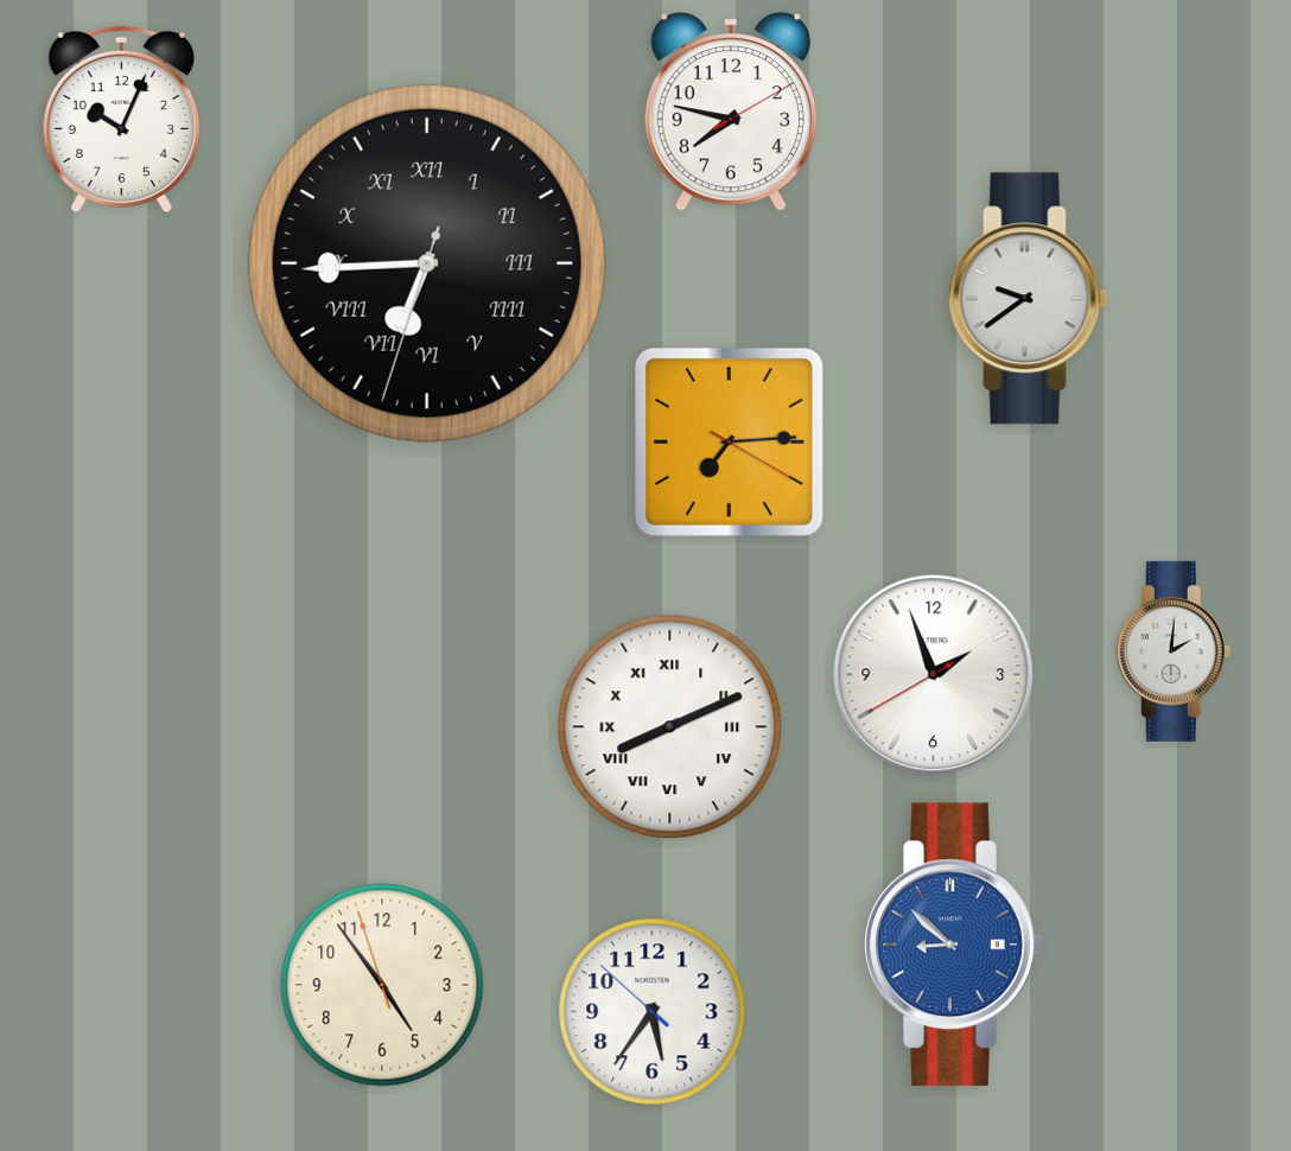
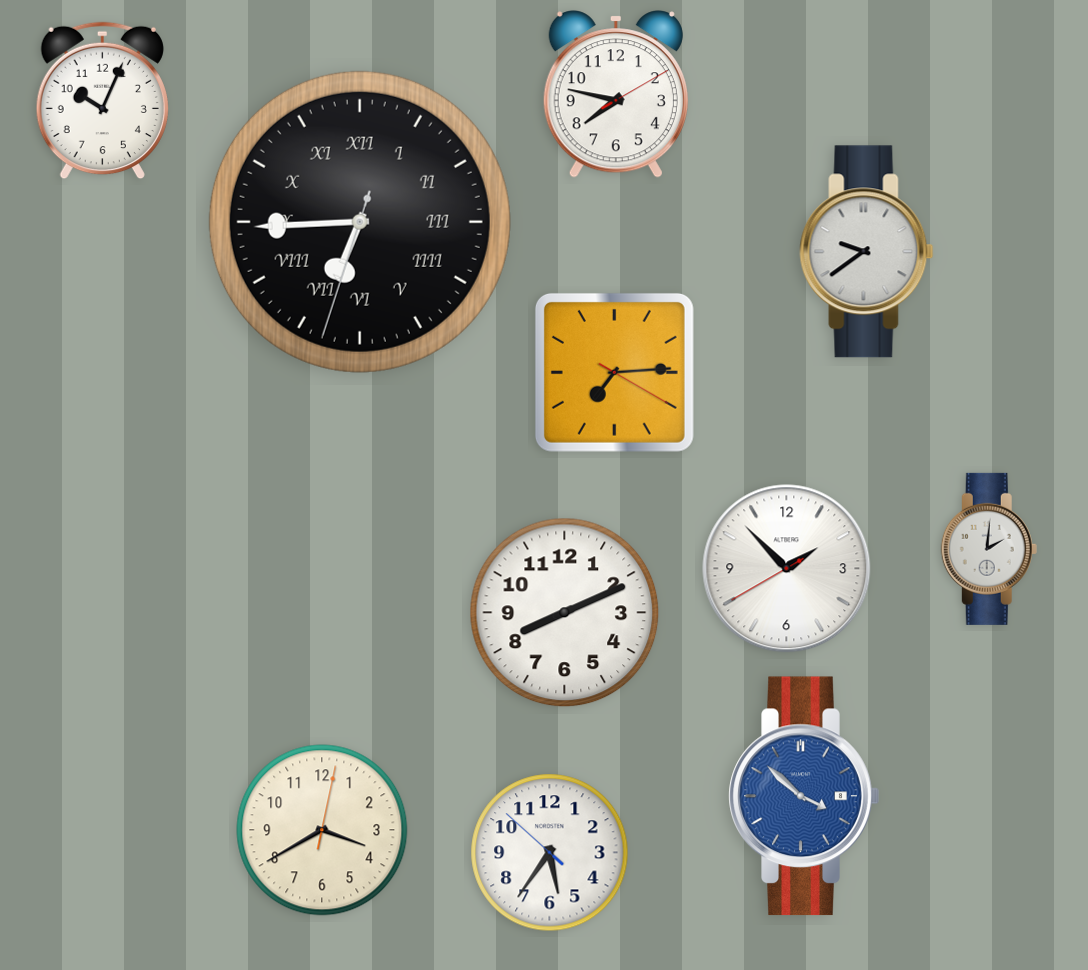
clock at (934, 675): 1:56 -> 1:52
clock at (670, 727) numerals: Roman -> Arabic
clock at (954, 945): 8:52 -> 3:52
clock at (382, 985): 4:53 -> 3:40
